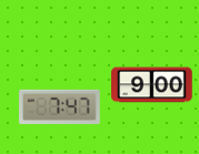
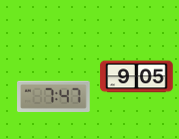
clock at (152, 85): 9:00 -> 9:05
